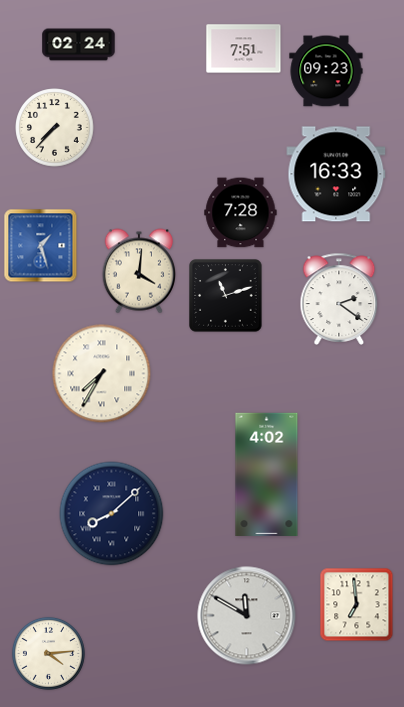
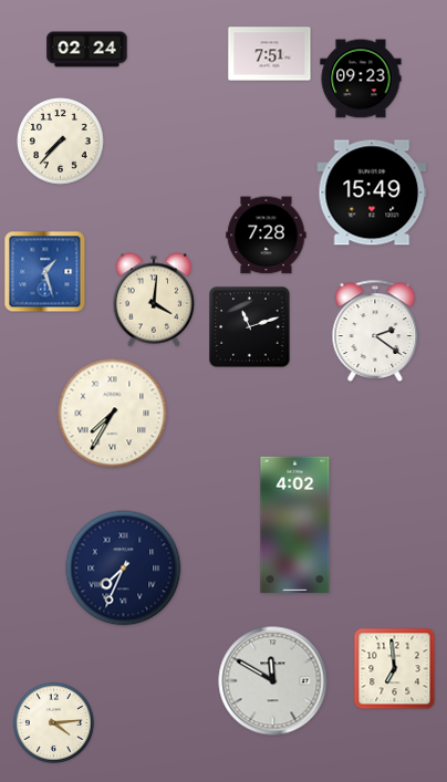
clock at (336, 174): 16:33 -> 15:49
clock at (112, 514): 8:08 -> 7:34
